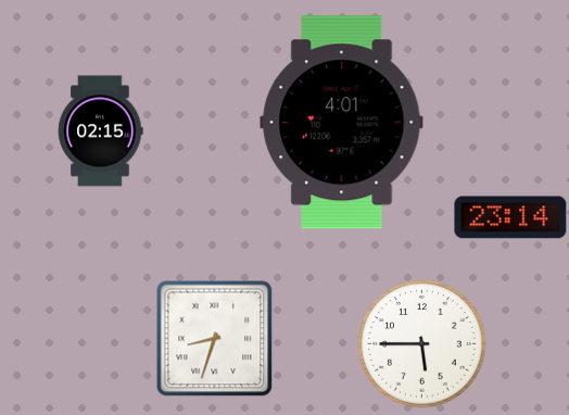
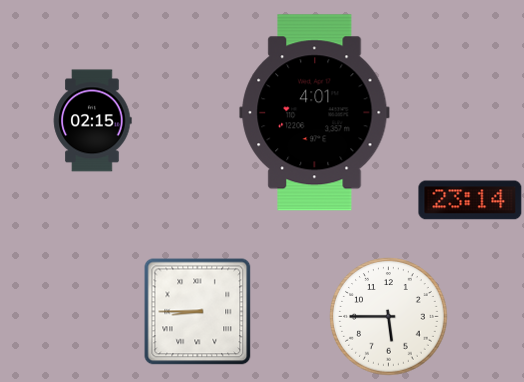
clock at (215, 339): 8:33 -> 8:45
